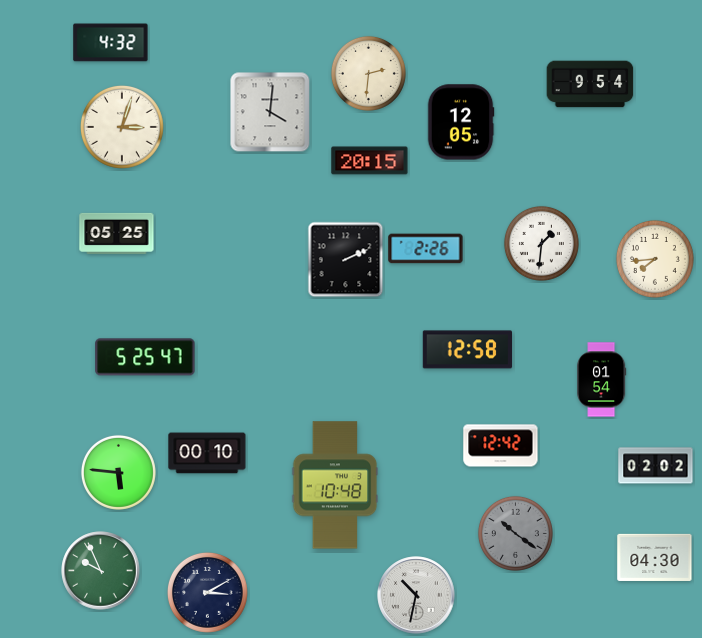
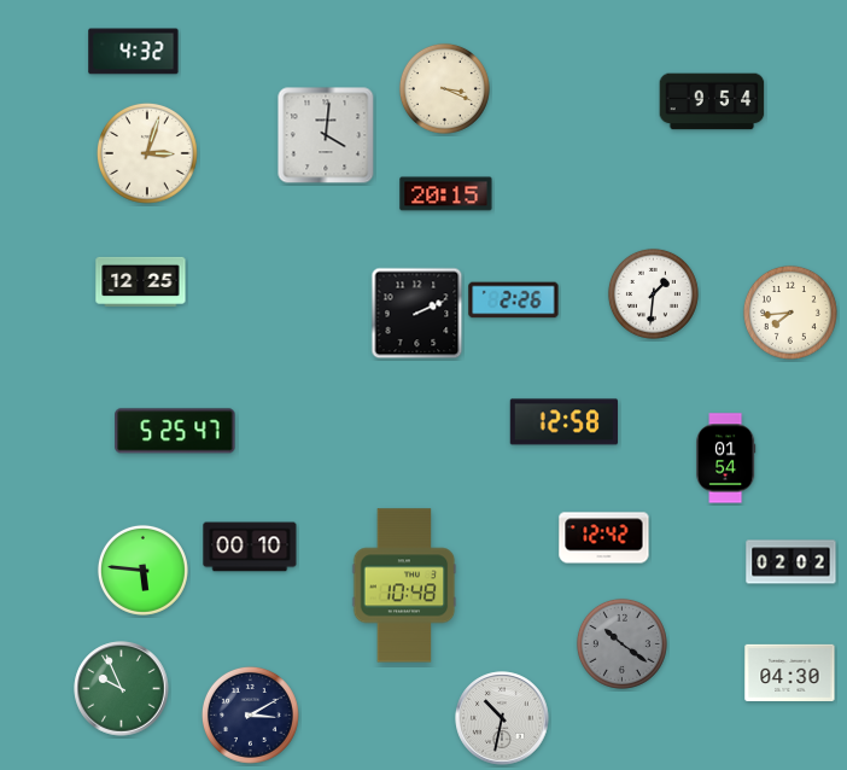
clock at (368, 73): 2:31 -> 3:19
clock at (461, 122): 12:05 -> none
clock at (117, 233): 05:25 -> 12:25
